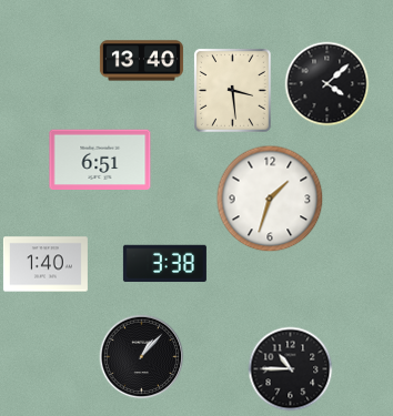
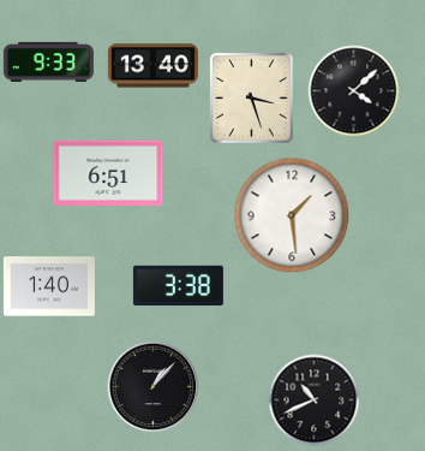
clock at (48, 61): none -> 9:33
clock at (233, 91): 3:29 -> 3:27
clock at (270, 199): 1:33 -> 1:29
clock at (291, 369): 10:45 -> 10:41
